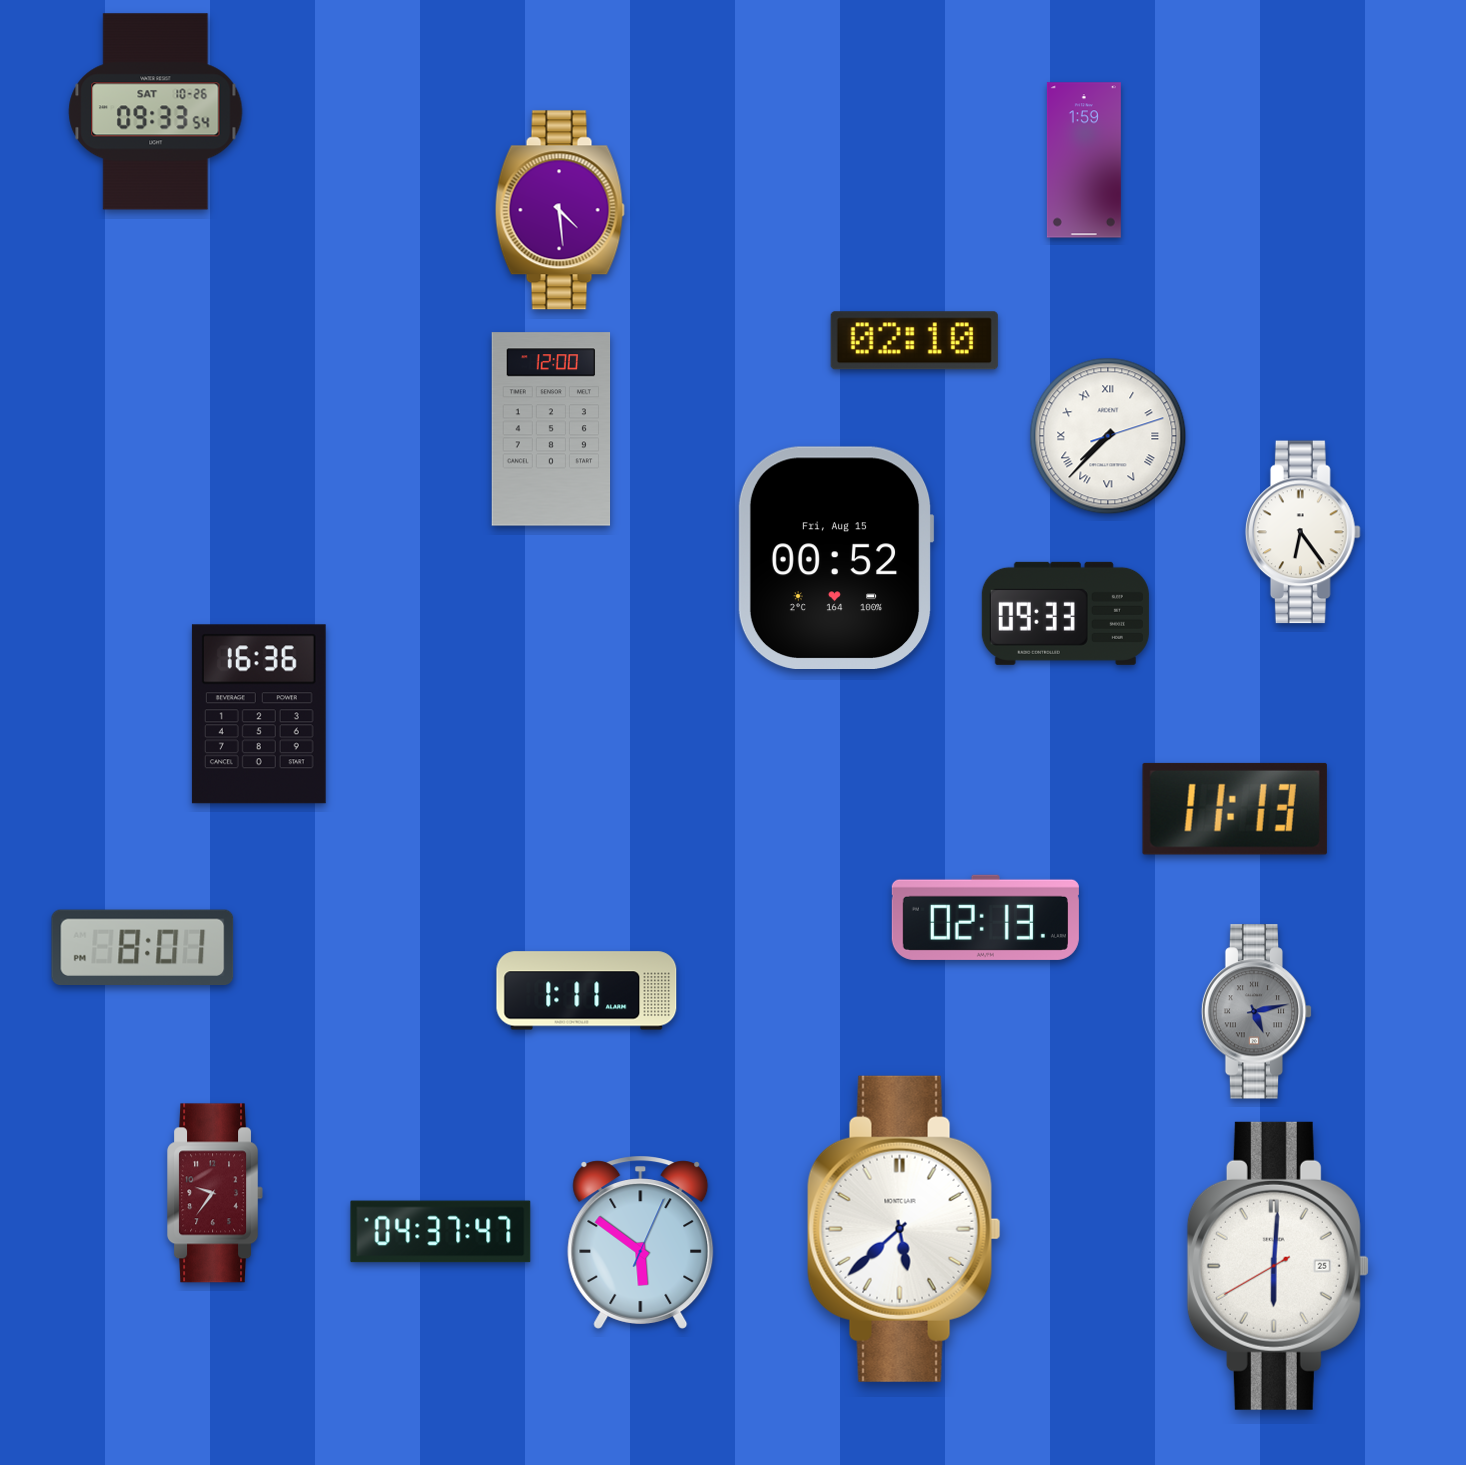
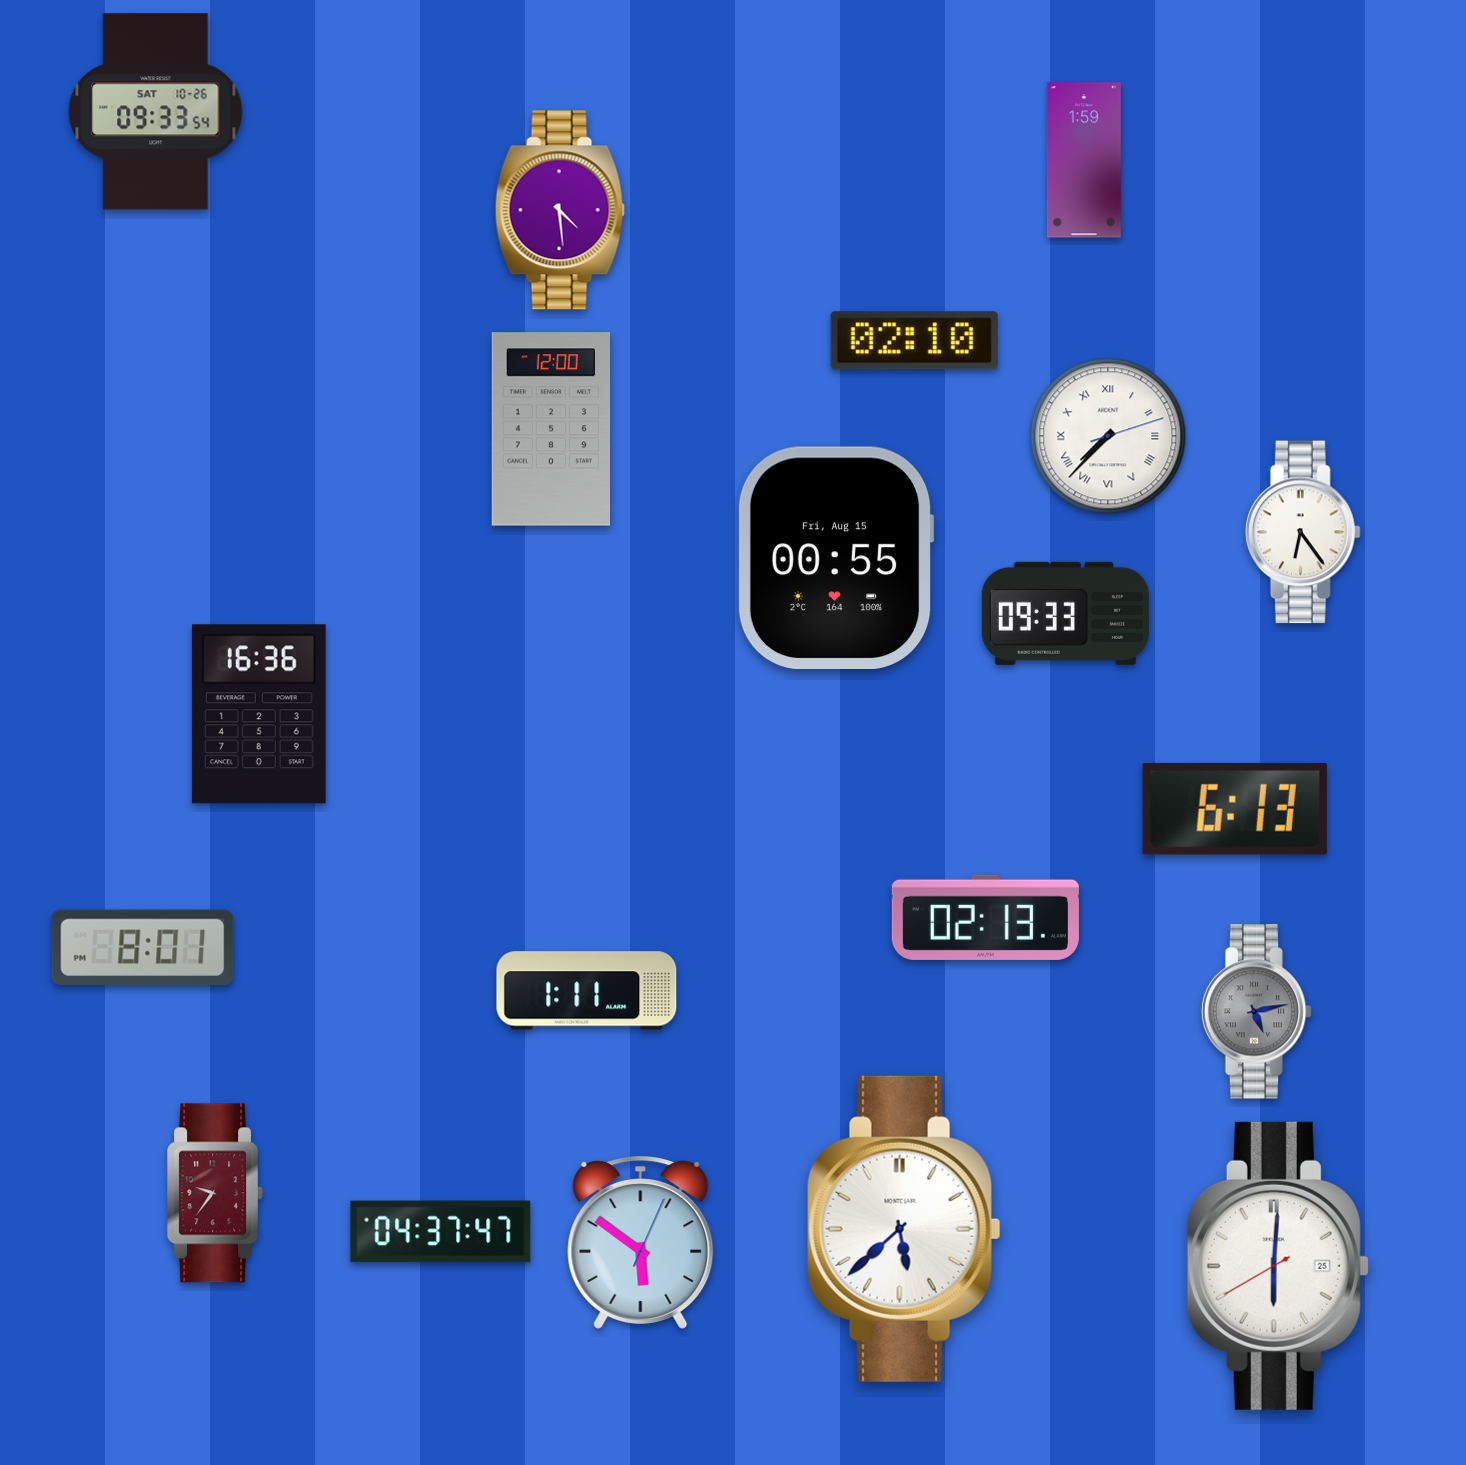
clock at (836, 557): 00:52 -> 00:55
clock at (1235, 809): 11:13 -> 6:13
